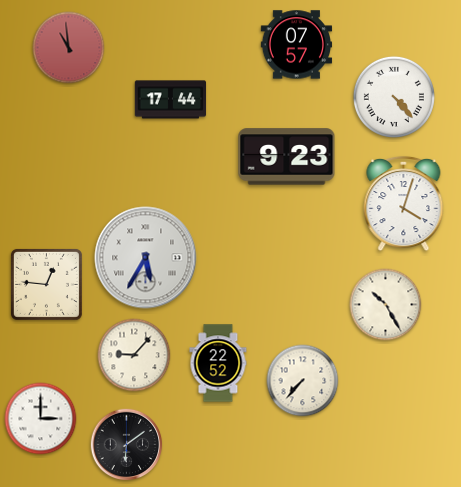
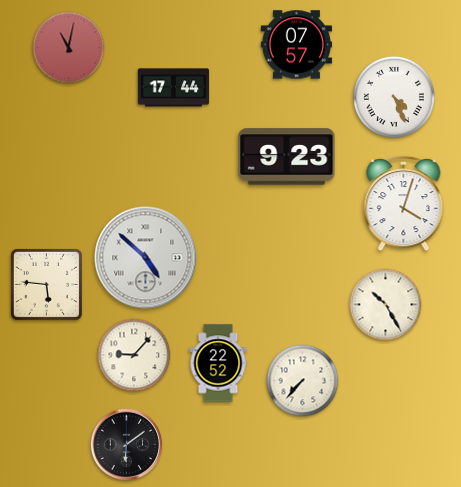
clock at (69, 48): 10:59 -> 11:02
clock at (394, 97): 4:23 -> 4:26
clock at (171, 100) position: (171, 100) -> (174, 88)
clock at (146, 258): 5:35 -> 4:52
clock at (46, 284): 12:46 -> 5:46
clock at (41, 419): 3:00 -> none
